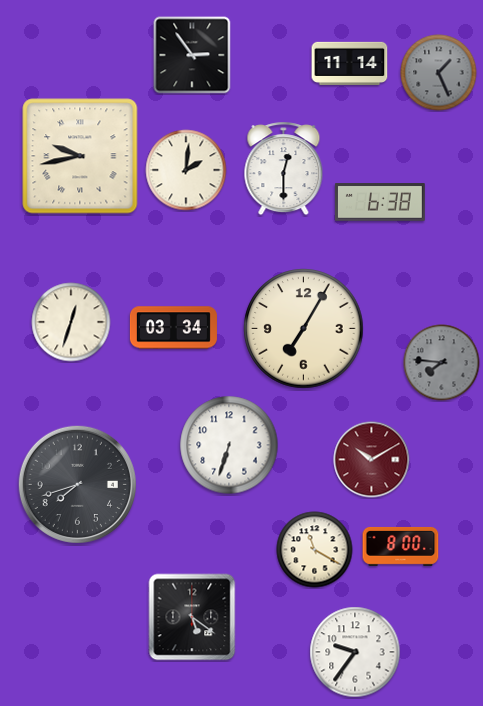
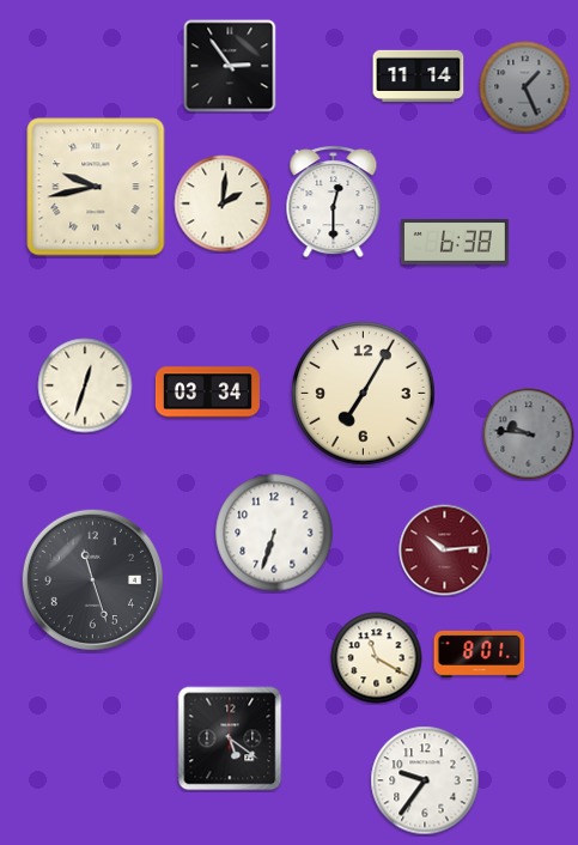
clock at (284, 169) position: (284, 169) -> (334, 202)
clock at (442, 363): 7:46 -> 9:46
clock at (372, 460): 10:10 -> 10:14
clock at (77, 484): 7:42 -> 11:27
clock at (401, 546): 8:00 -> 8:01
